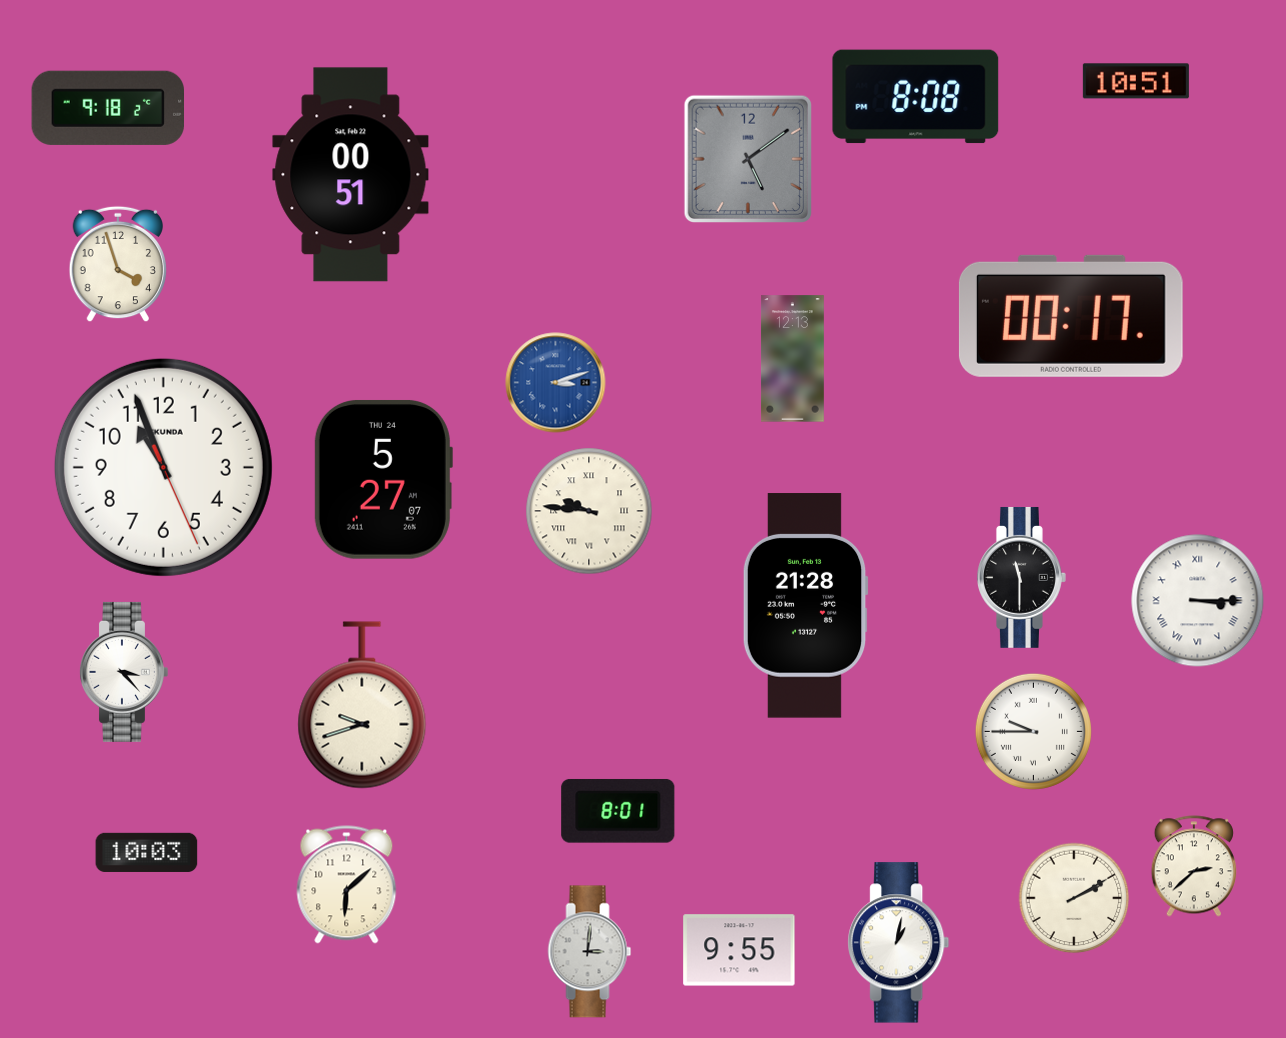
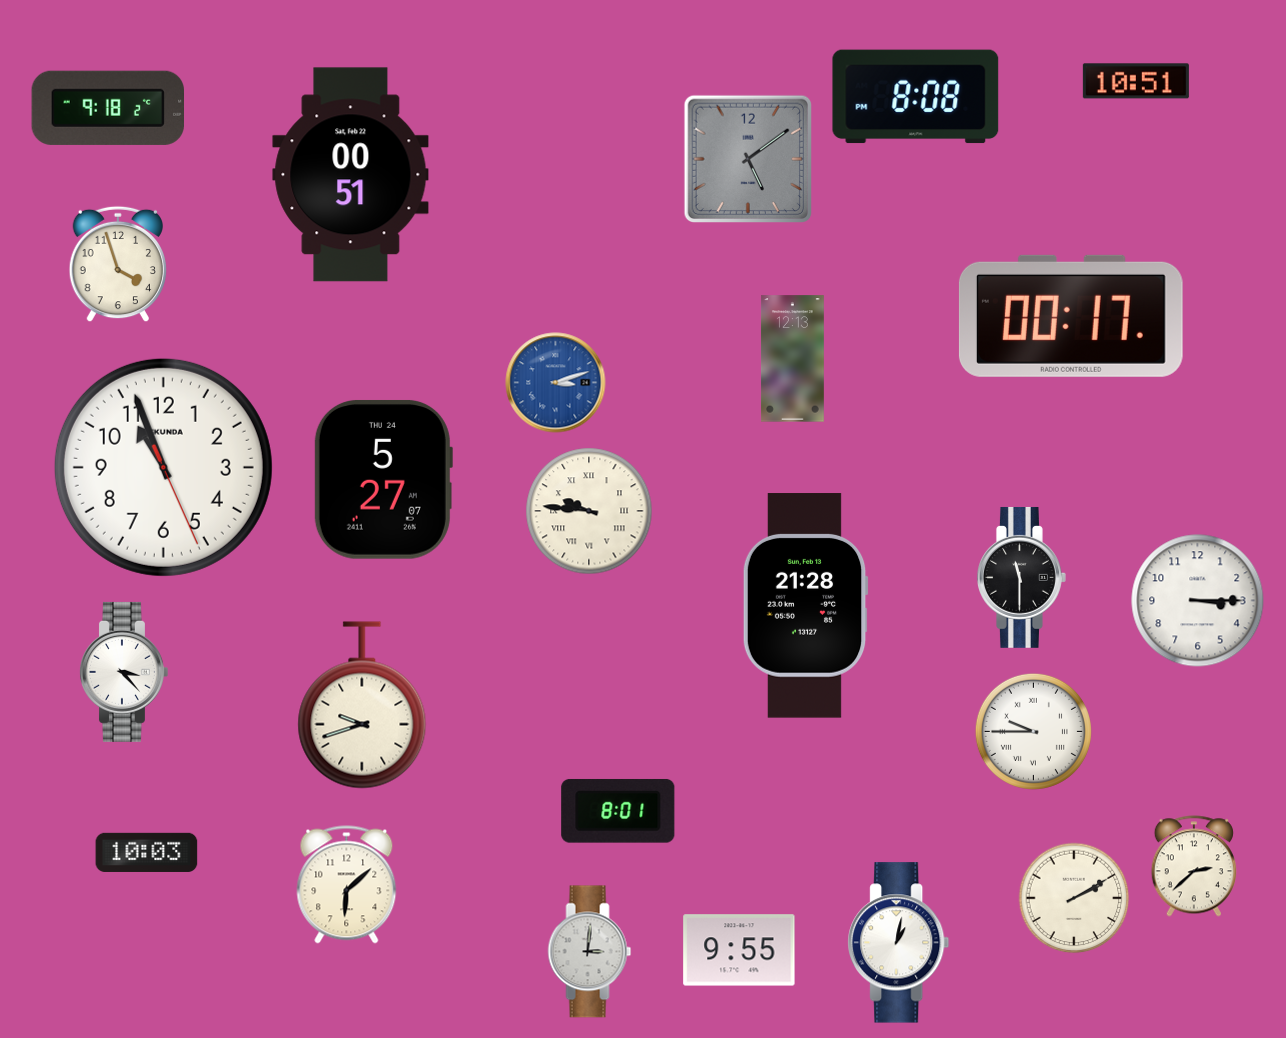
clock at (1198, 601) numerals: Roman -> Arabic
